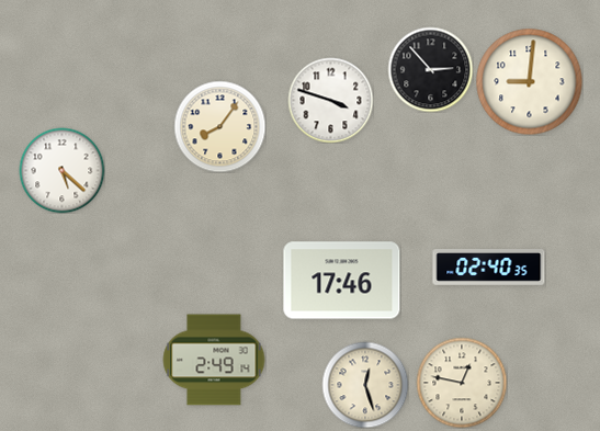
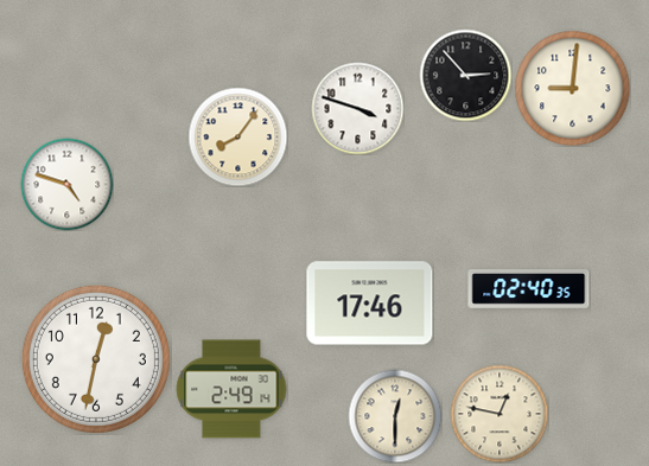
clock at (61, 170): 5:22 -> 4:48
clock at (96, 359): none -> 12:32
clock at (365, 385): 12:27 -> 12:30
